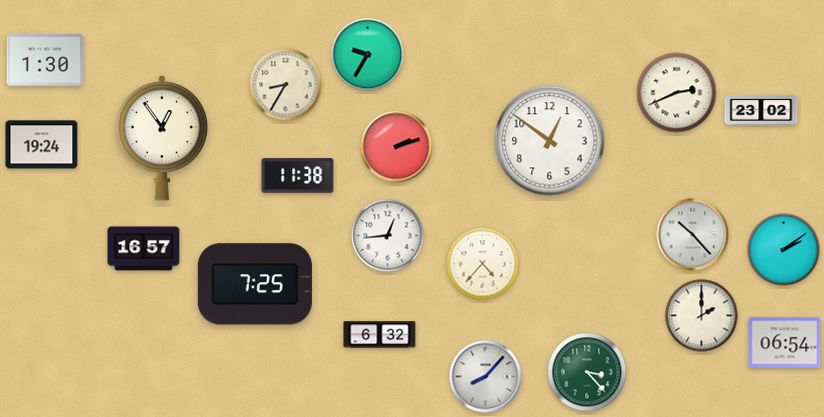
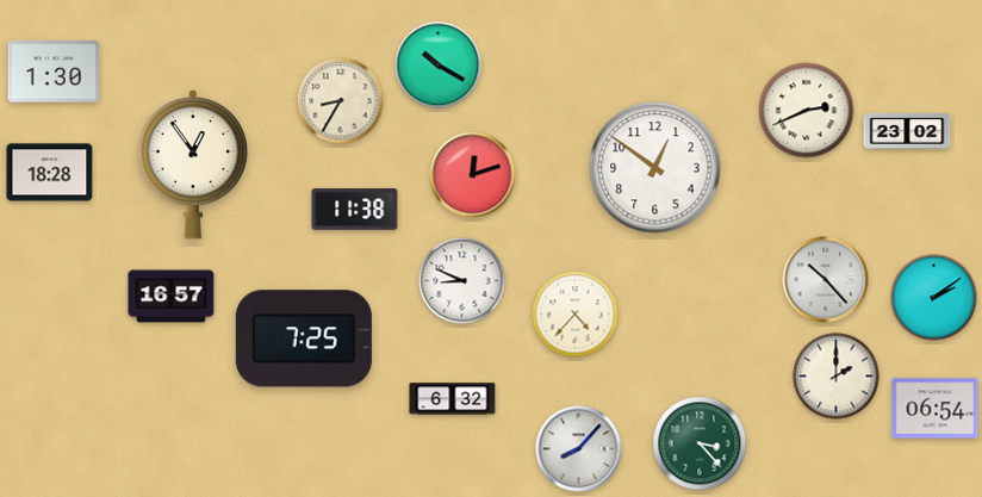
clock at (368, 55): 9:35 -> 10:20
clock at (42, 145): 19:24 -> 18:28
clock at (397, 147): 2:12 -> 12:12
clock at (388, 236): 12:44 -> 8:49
